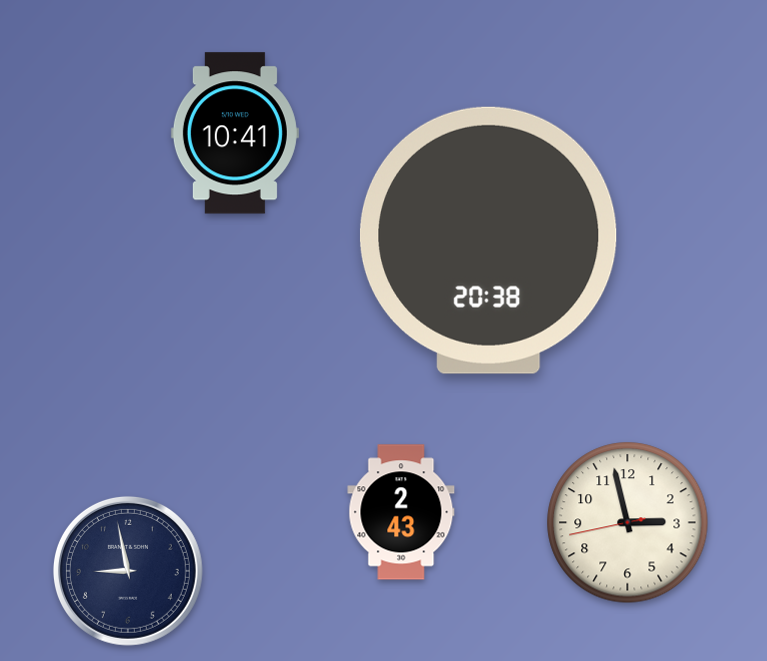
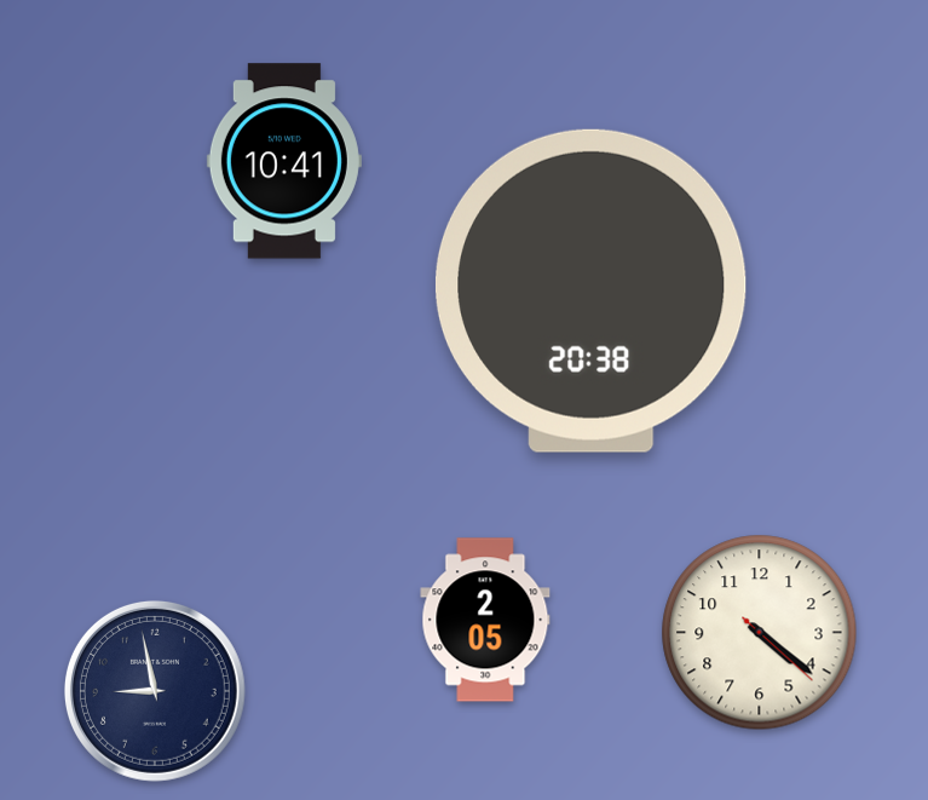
clock at (401, 512): 2:43 -> 2:05
clock at (628, 523): 2:57 -> 4:21
